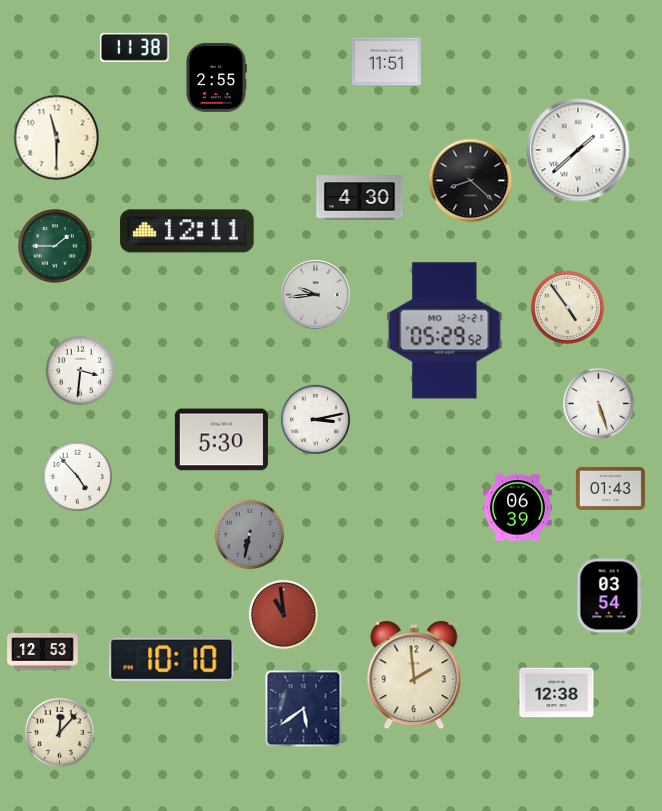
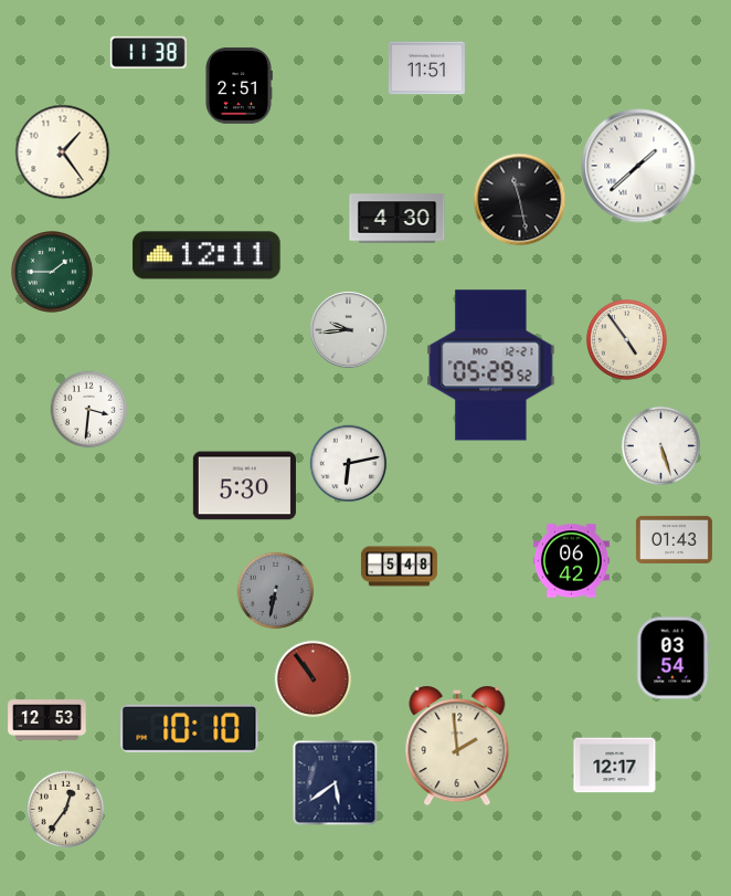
clock at (216, 77): 2:55 -> 2:51
clock at (57, 138): 11:30 -> 1:24
clock at (471, 181): 8:22 -> 11:28
clock at (56, 247) position: (56, 247) -> (53, 273)
clock at (316, 295) position: (316, 295) -> (349, 330)
clock at (316, 420): 3:13 -> 6:13
clock at (78, 477): 4:53 -> none
clock at (517, 508): 06:39 -> 06:42
clock at (399, 567): none -> 5:48
clock at (284, 615): 10:59 -> 10:54
clock at (557, 693): 12:38 -> 12:17
clock at (60, 733): 12:07 -> 12:36
